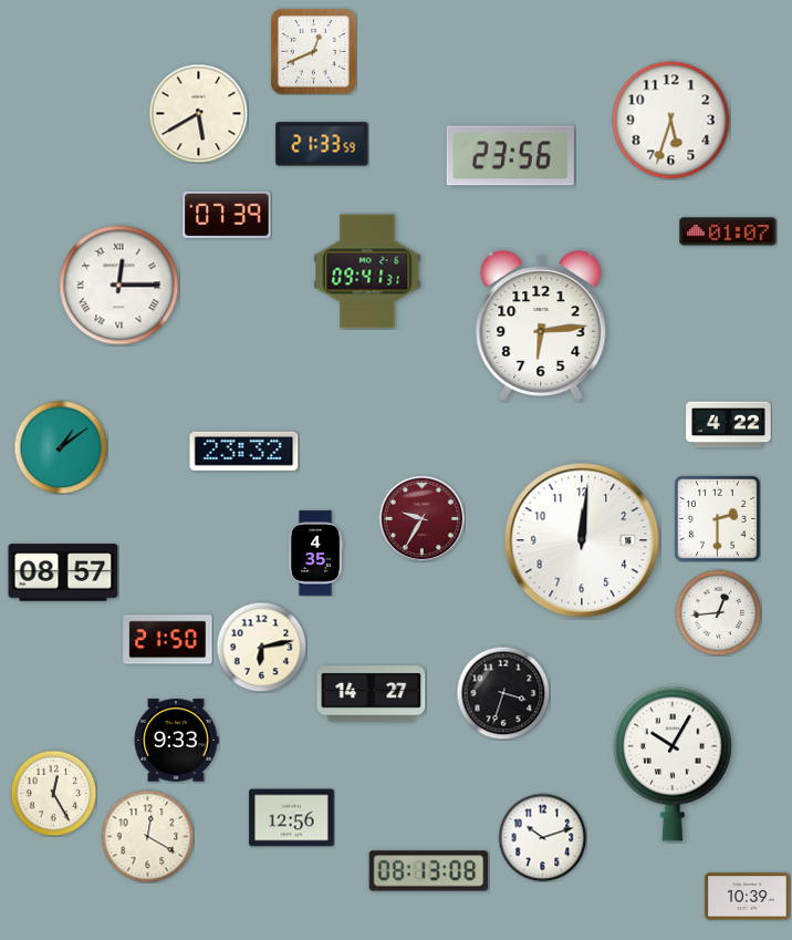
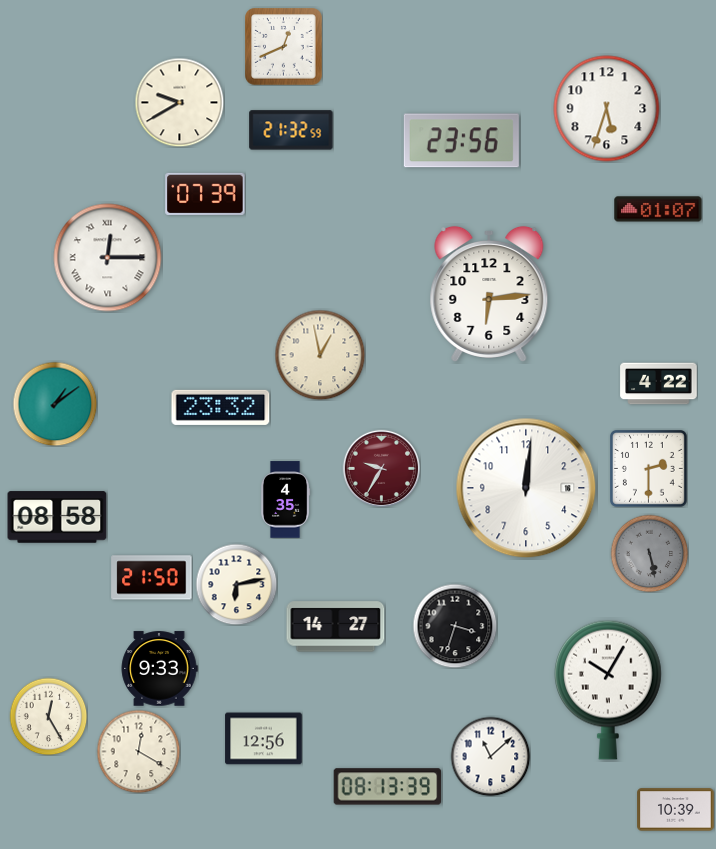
clock at (198, 113): 5:40 -> 9:40
clock at (322, 144): 21:33 -> 21:32
clock at (367, 271): 09:41 -> none
clock at (320, 355): none -> 12:58
clock at (63, 572): 08:57 -> 08:58
clock at (718, 612): 12:44 -> 5:28
clock at (718, 612) dial: white -> grey
clock at (147, 836) position: (147, 836) -> (138, 751)
clock at (542, 837): 10:12 -> 11:08
clock at (429, 871): 08:13:08 -> 08:13:39
